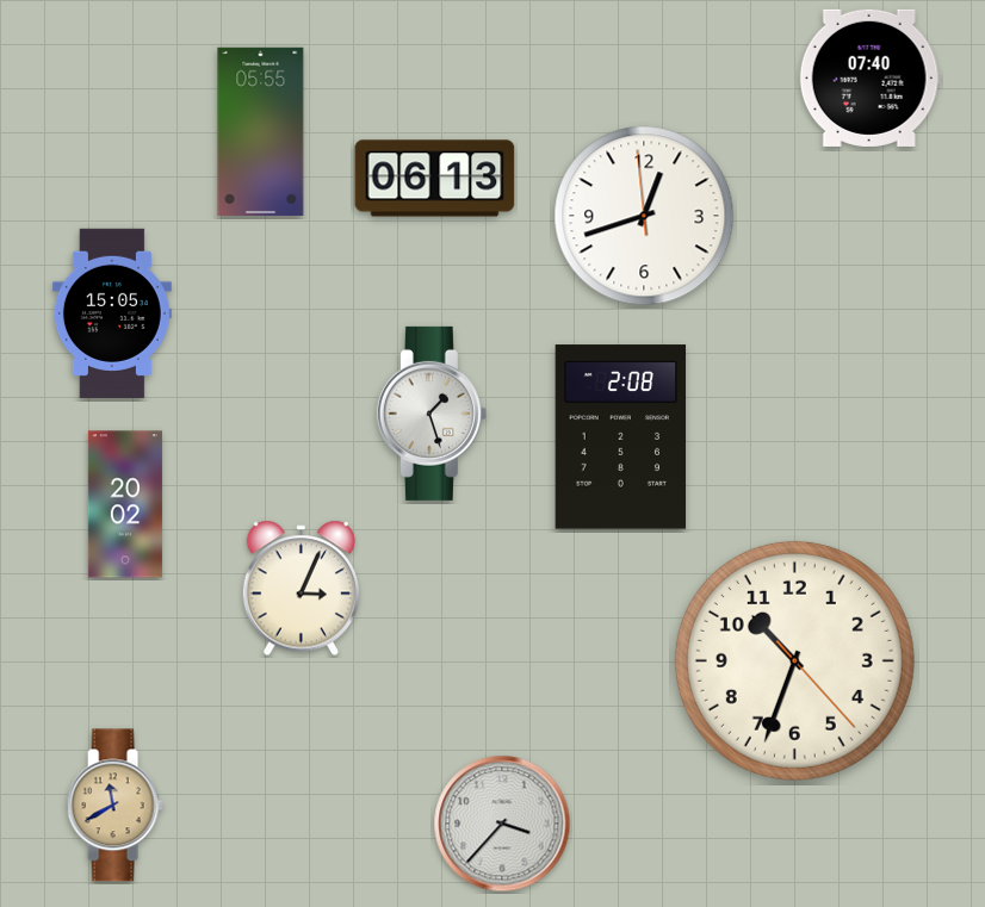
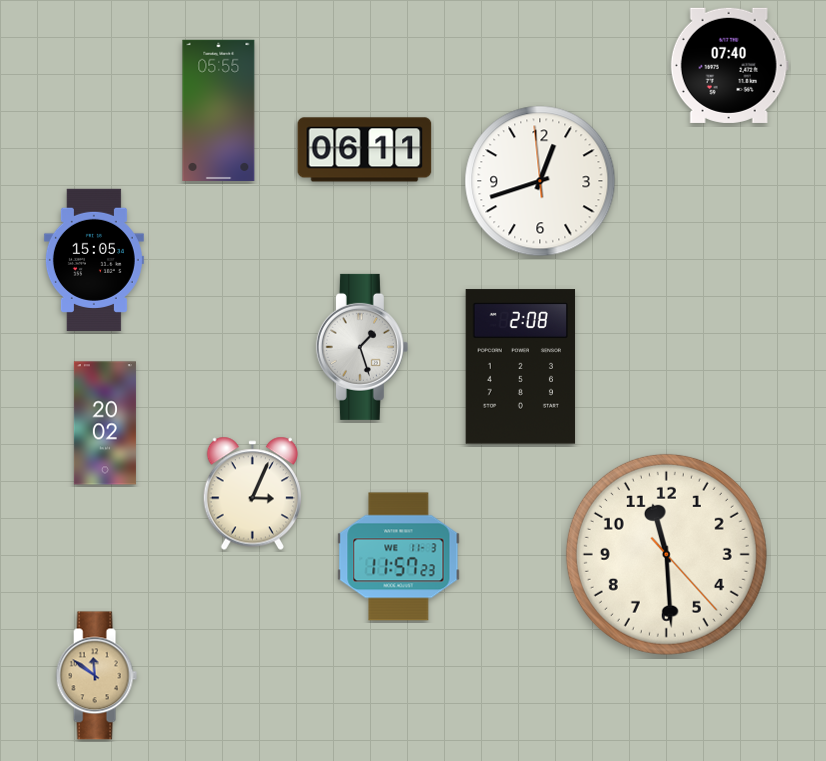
clock at (435, 179): 06:13 -> 06:11
clock at (112, 313) position: (112, 313) -> (94, 260)
clock at (794, 660): 10:33 -> 11:29
clock at (399, 557): none -> 11:57
clock at (114, 806): 11:40 -> 11:51
clock at (502, 824): 3:37 -> none
